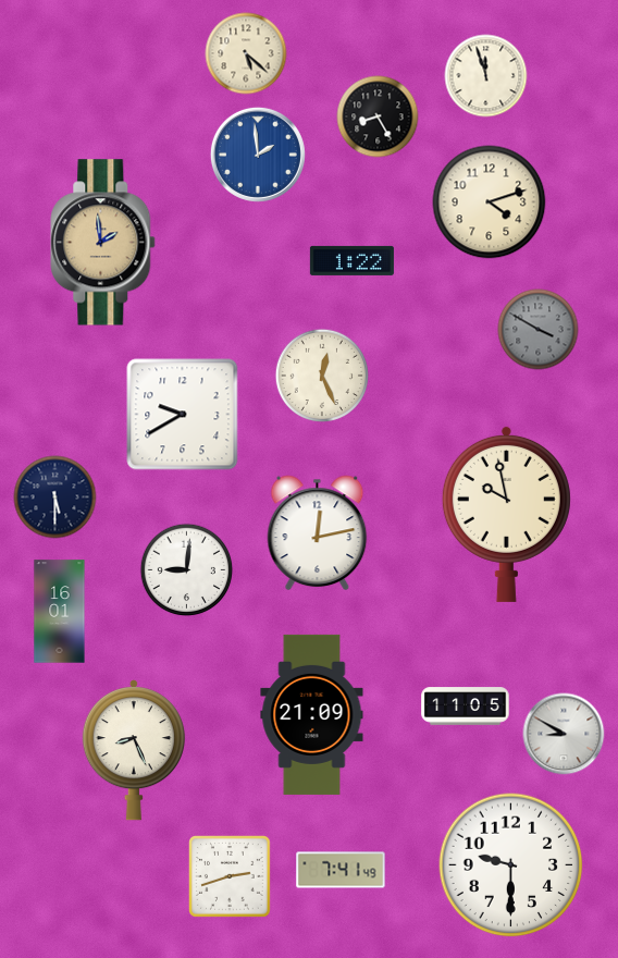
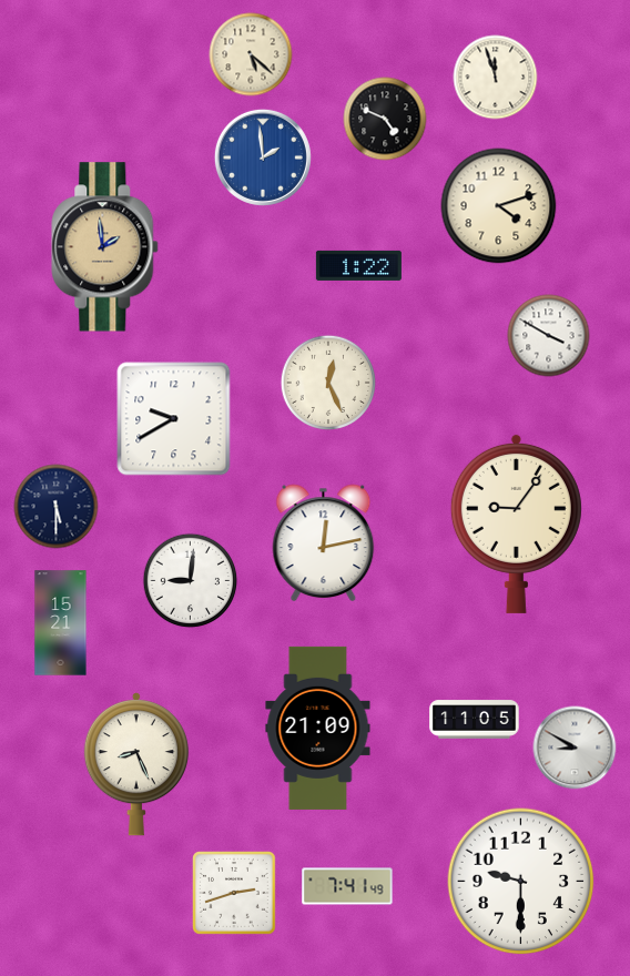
clock at (378, 116): 8:25 -> 4:49
clock at (539, 330) dial: grey -> white
clock at (183, 415) position: (183, 415) -> (174, 419)
clock at (506, 514): 9:58 -> 9:06
clock at (60, 612): 16:01 -> 15:21
